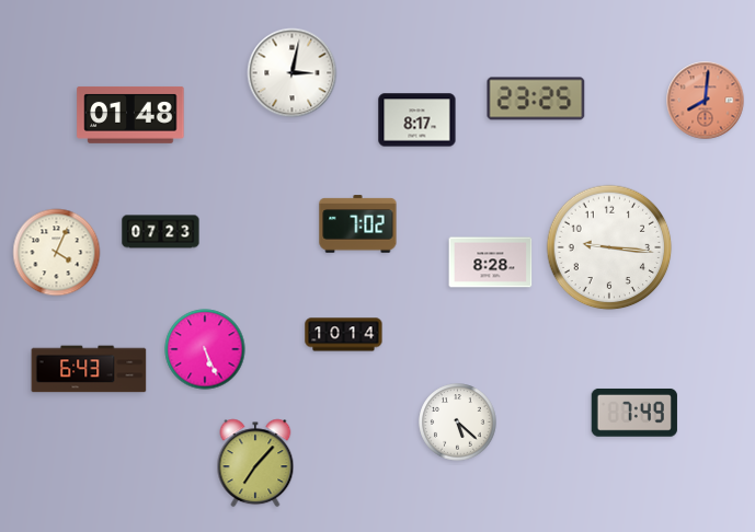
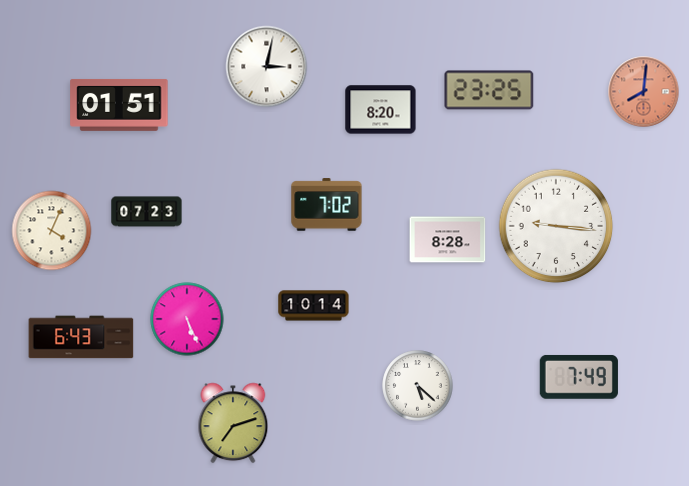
clock at (130, 115): 01:48 -> 01:51
clock at (417, 120): 8:17 -> 8:20
clock at (255, 463): 7:07 -> 7:12
